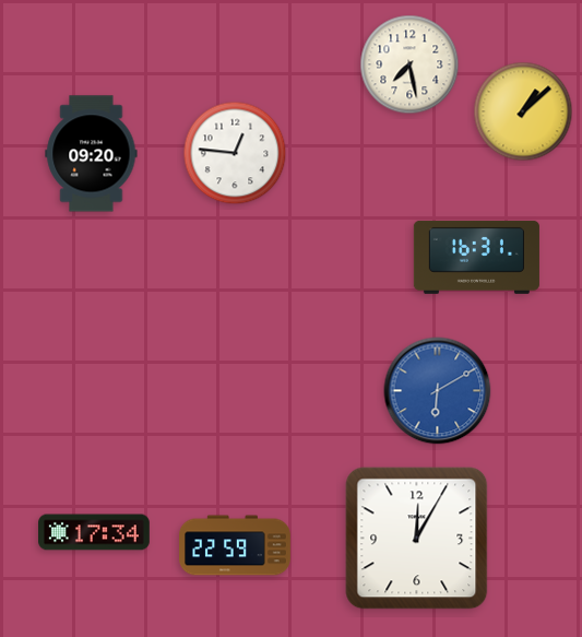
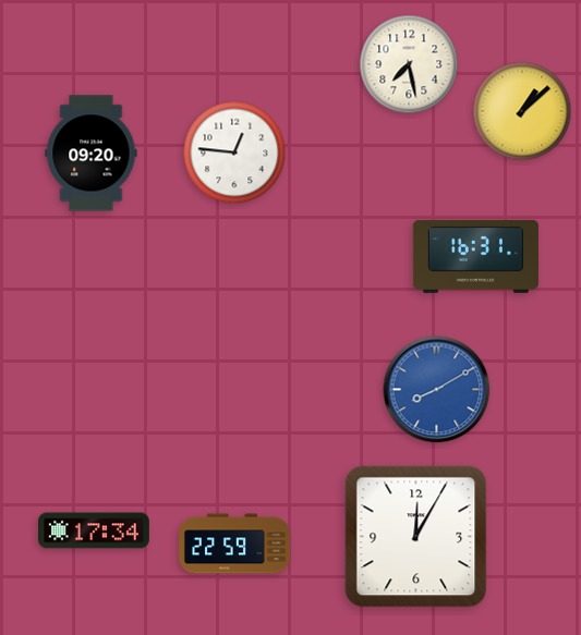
clock at (438, 391): 6:10 -> 8:10
